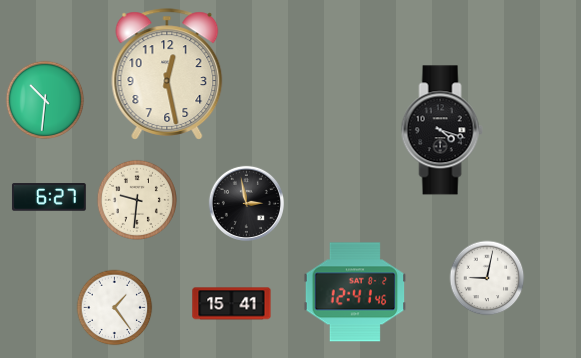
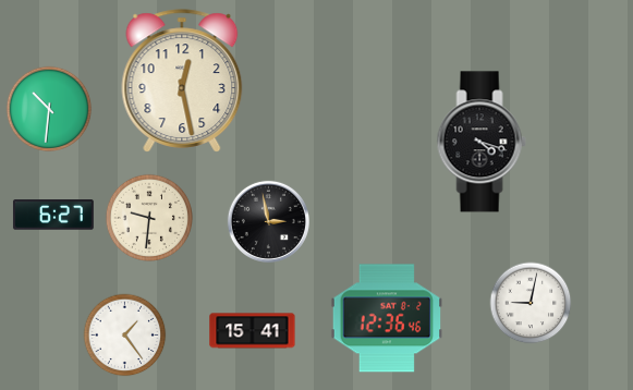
clock at (355, 292): 12:41 -> 12:36
